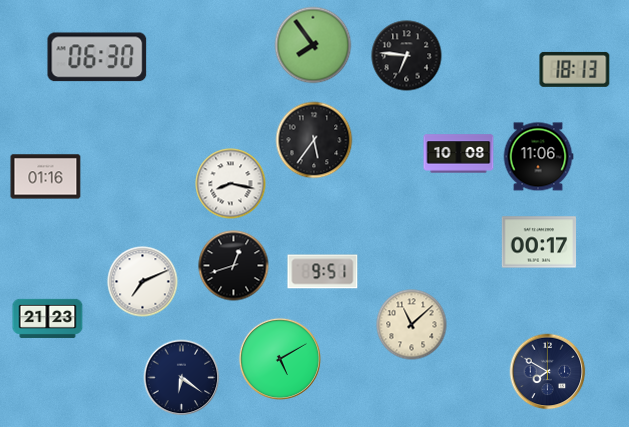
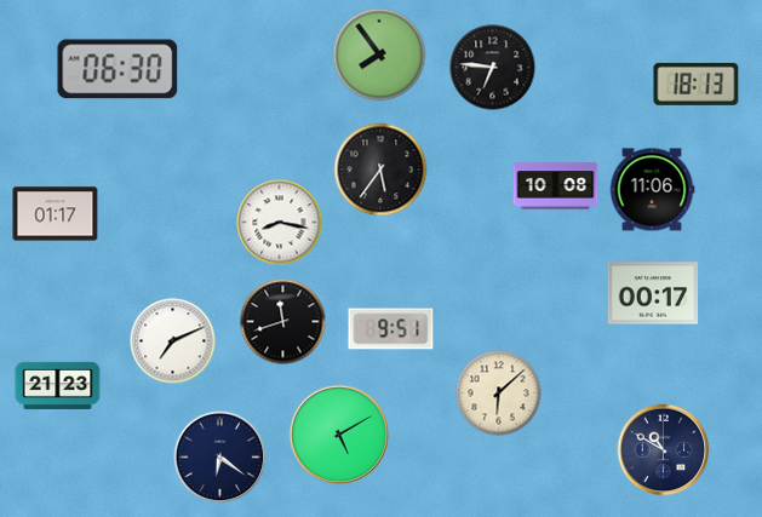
clock at (46, 177): 01:16 -> 01:17
clock at (234, 266): 12:42 -> 11:42
clock at (412, 325): 11:08 -> 6:08
clock at (548, 372): 7:50 -> 10:50
